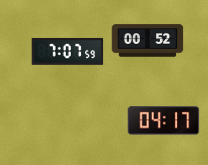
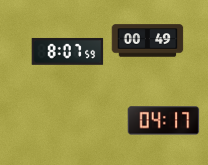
clock at (148, 41): 00:52 -> 00:49
clock at (68, 51): 7:07 -> 8:07
